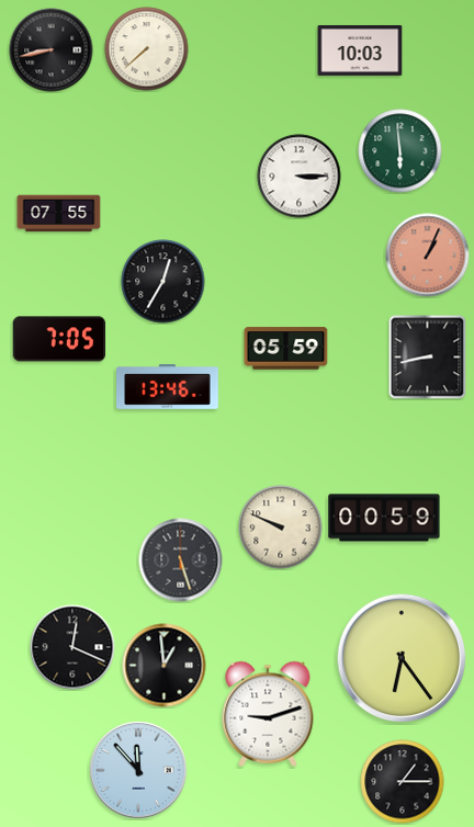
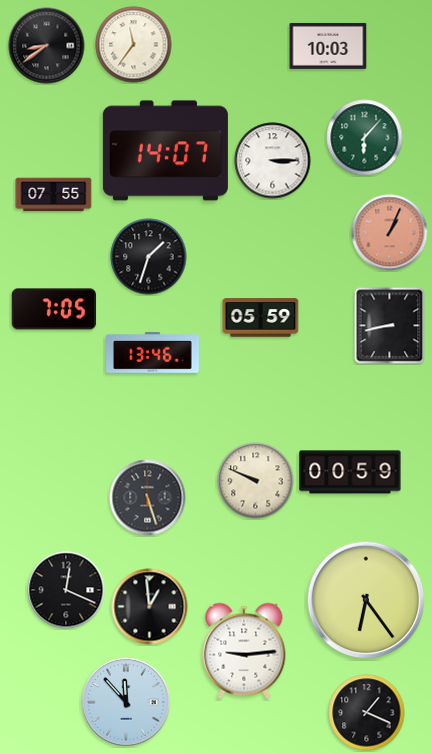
clock at (147, 49): 7:38 -> 11:36
clock at (52, 50): 8:43 -> 8:39
clock at (400, 151): 5:59 -> 6:07
clock at (165, 151): none -> 14:07
clock at (163, 282): 12:35 -> 1:33
clock at (181, 560) position: (181, 560) -> (148, 498)
clock at (268, 714): 9:12 -> 9:14
clock at (403, 782): 1:15 -> 1:19
